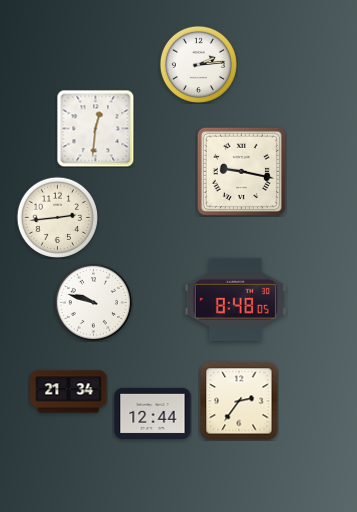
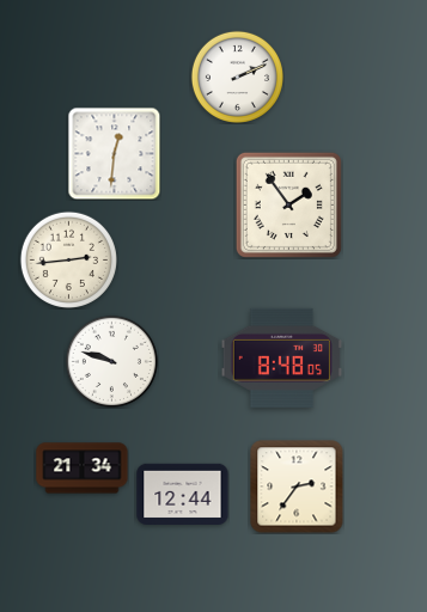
clock at (198, 64): 2:14 -> 2:11
clock at (241, 171): 9:17 -> 1:54
clock at (239, 401) position: (239, 401) -> (297, 486)
